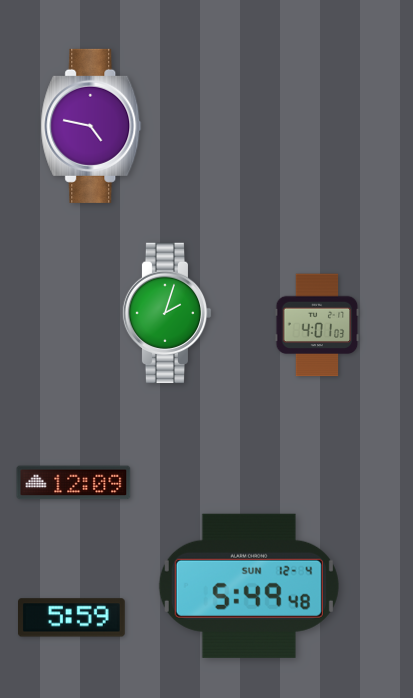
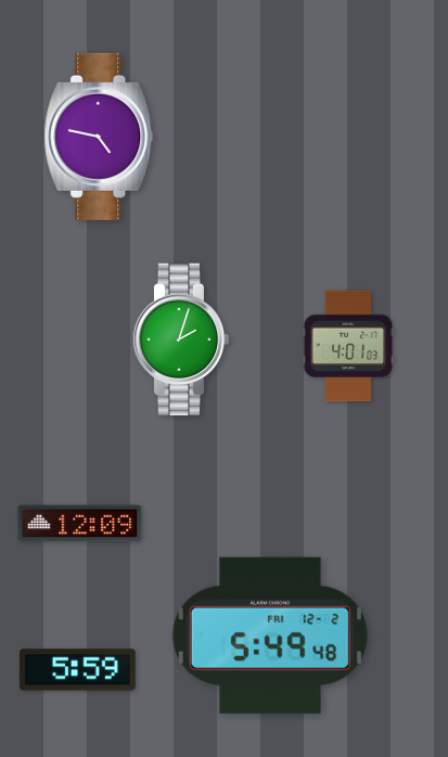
clock at (317, 325) position: (317, 325) -> (348, 346)
clock at (249, 586) date: SUN 12-4 -> FRI 12-2
